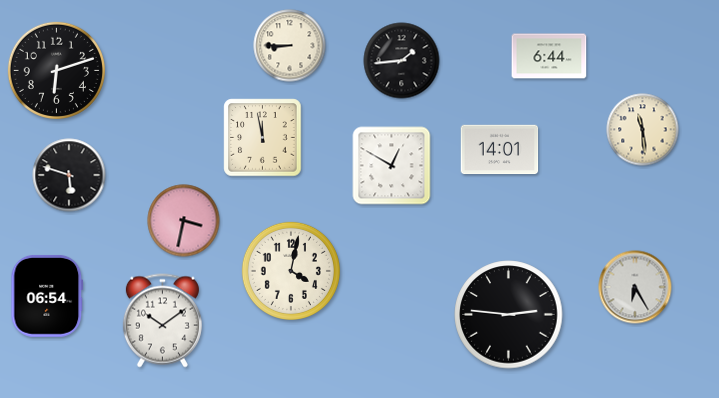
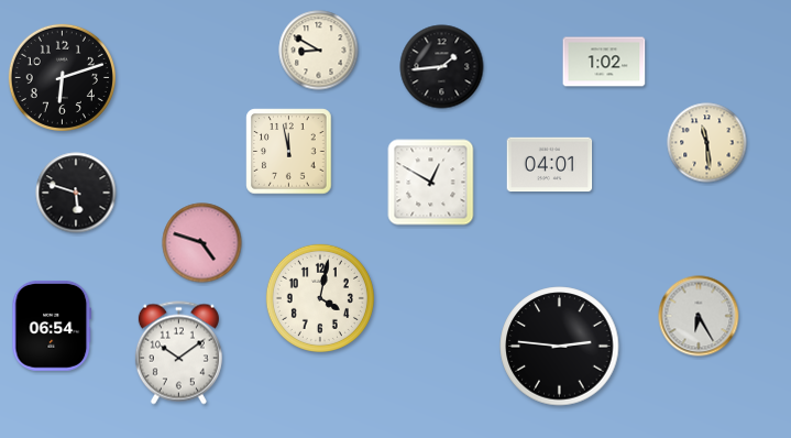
clock at (290, 46): 8:45 -> 8:50
clock at (549, 56): 6:44 -> 1:02
clock at (500, 150): 14:01 -> 04:01
clock at (184, 221): 3:32 -> 4:48
